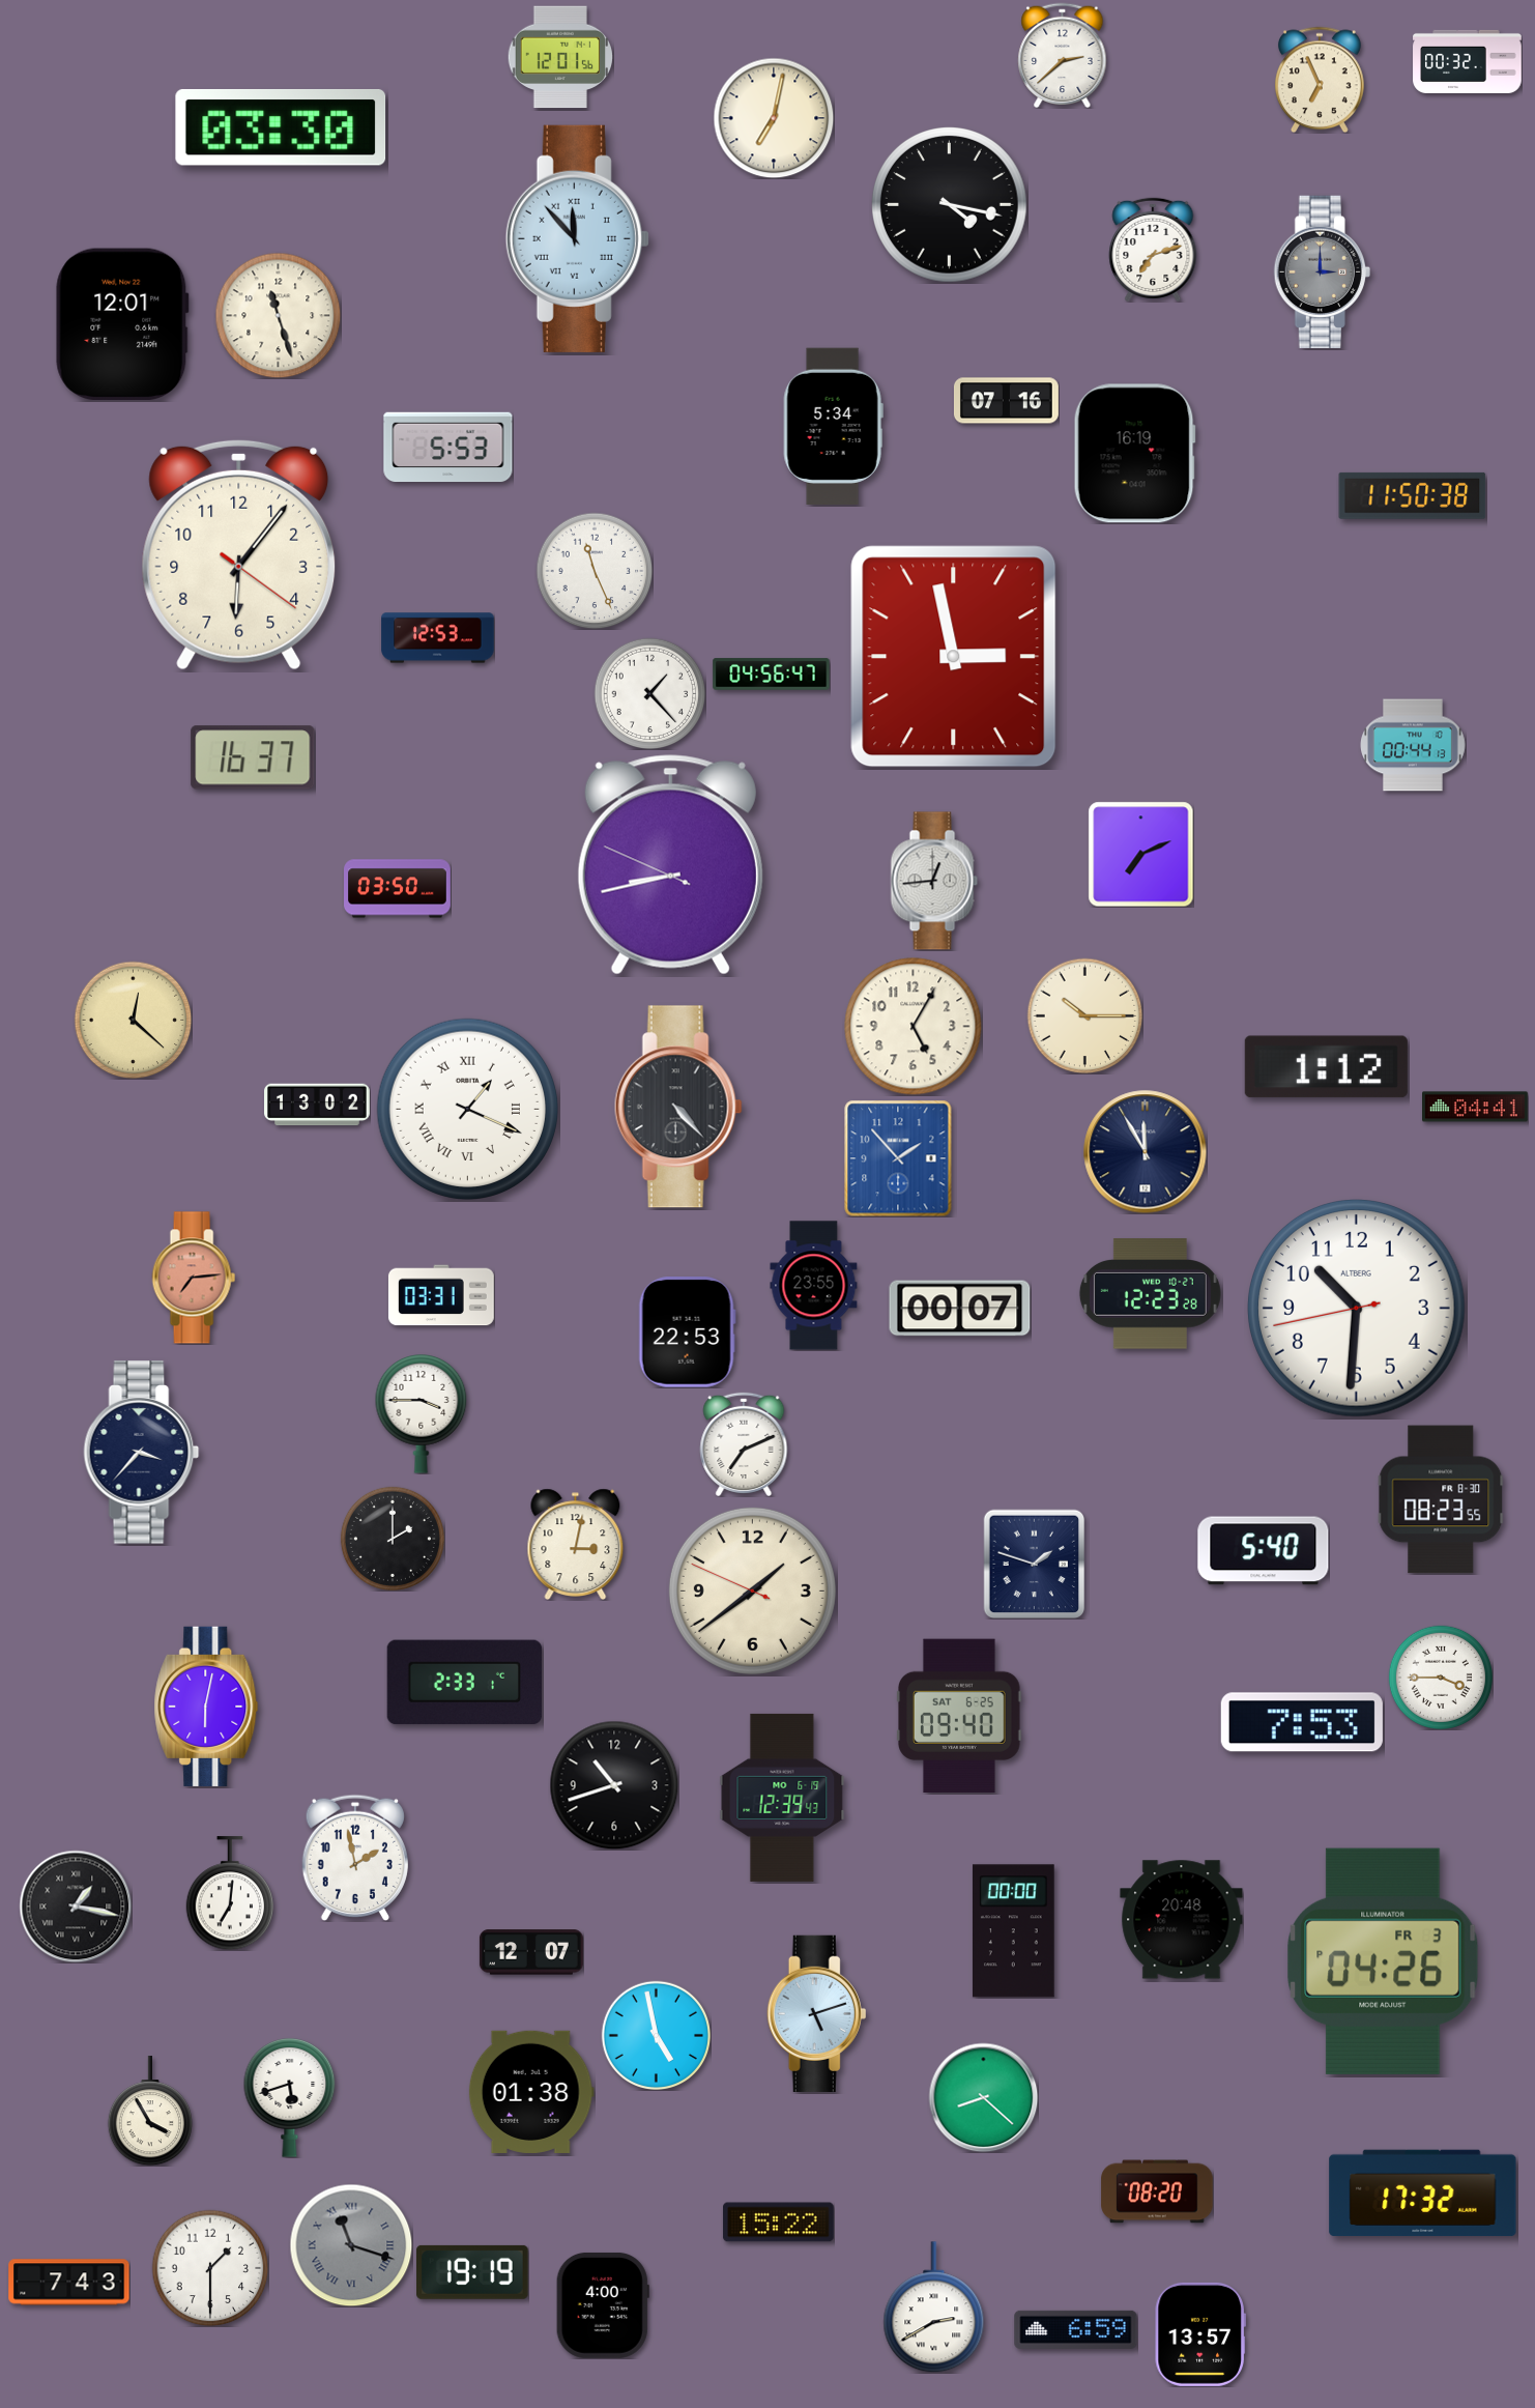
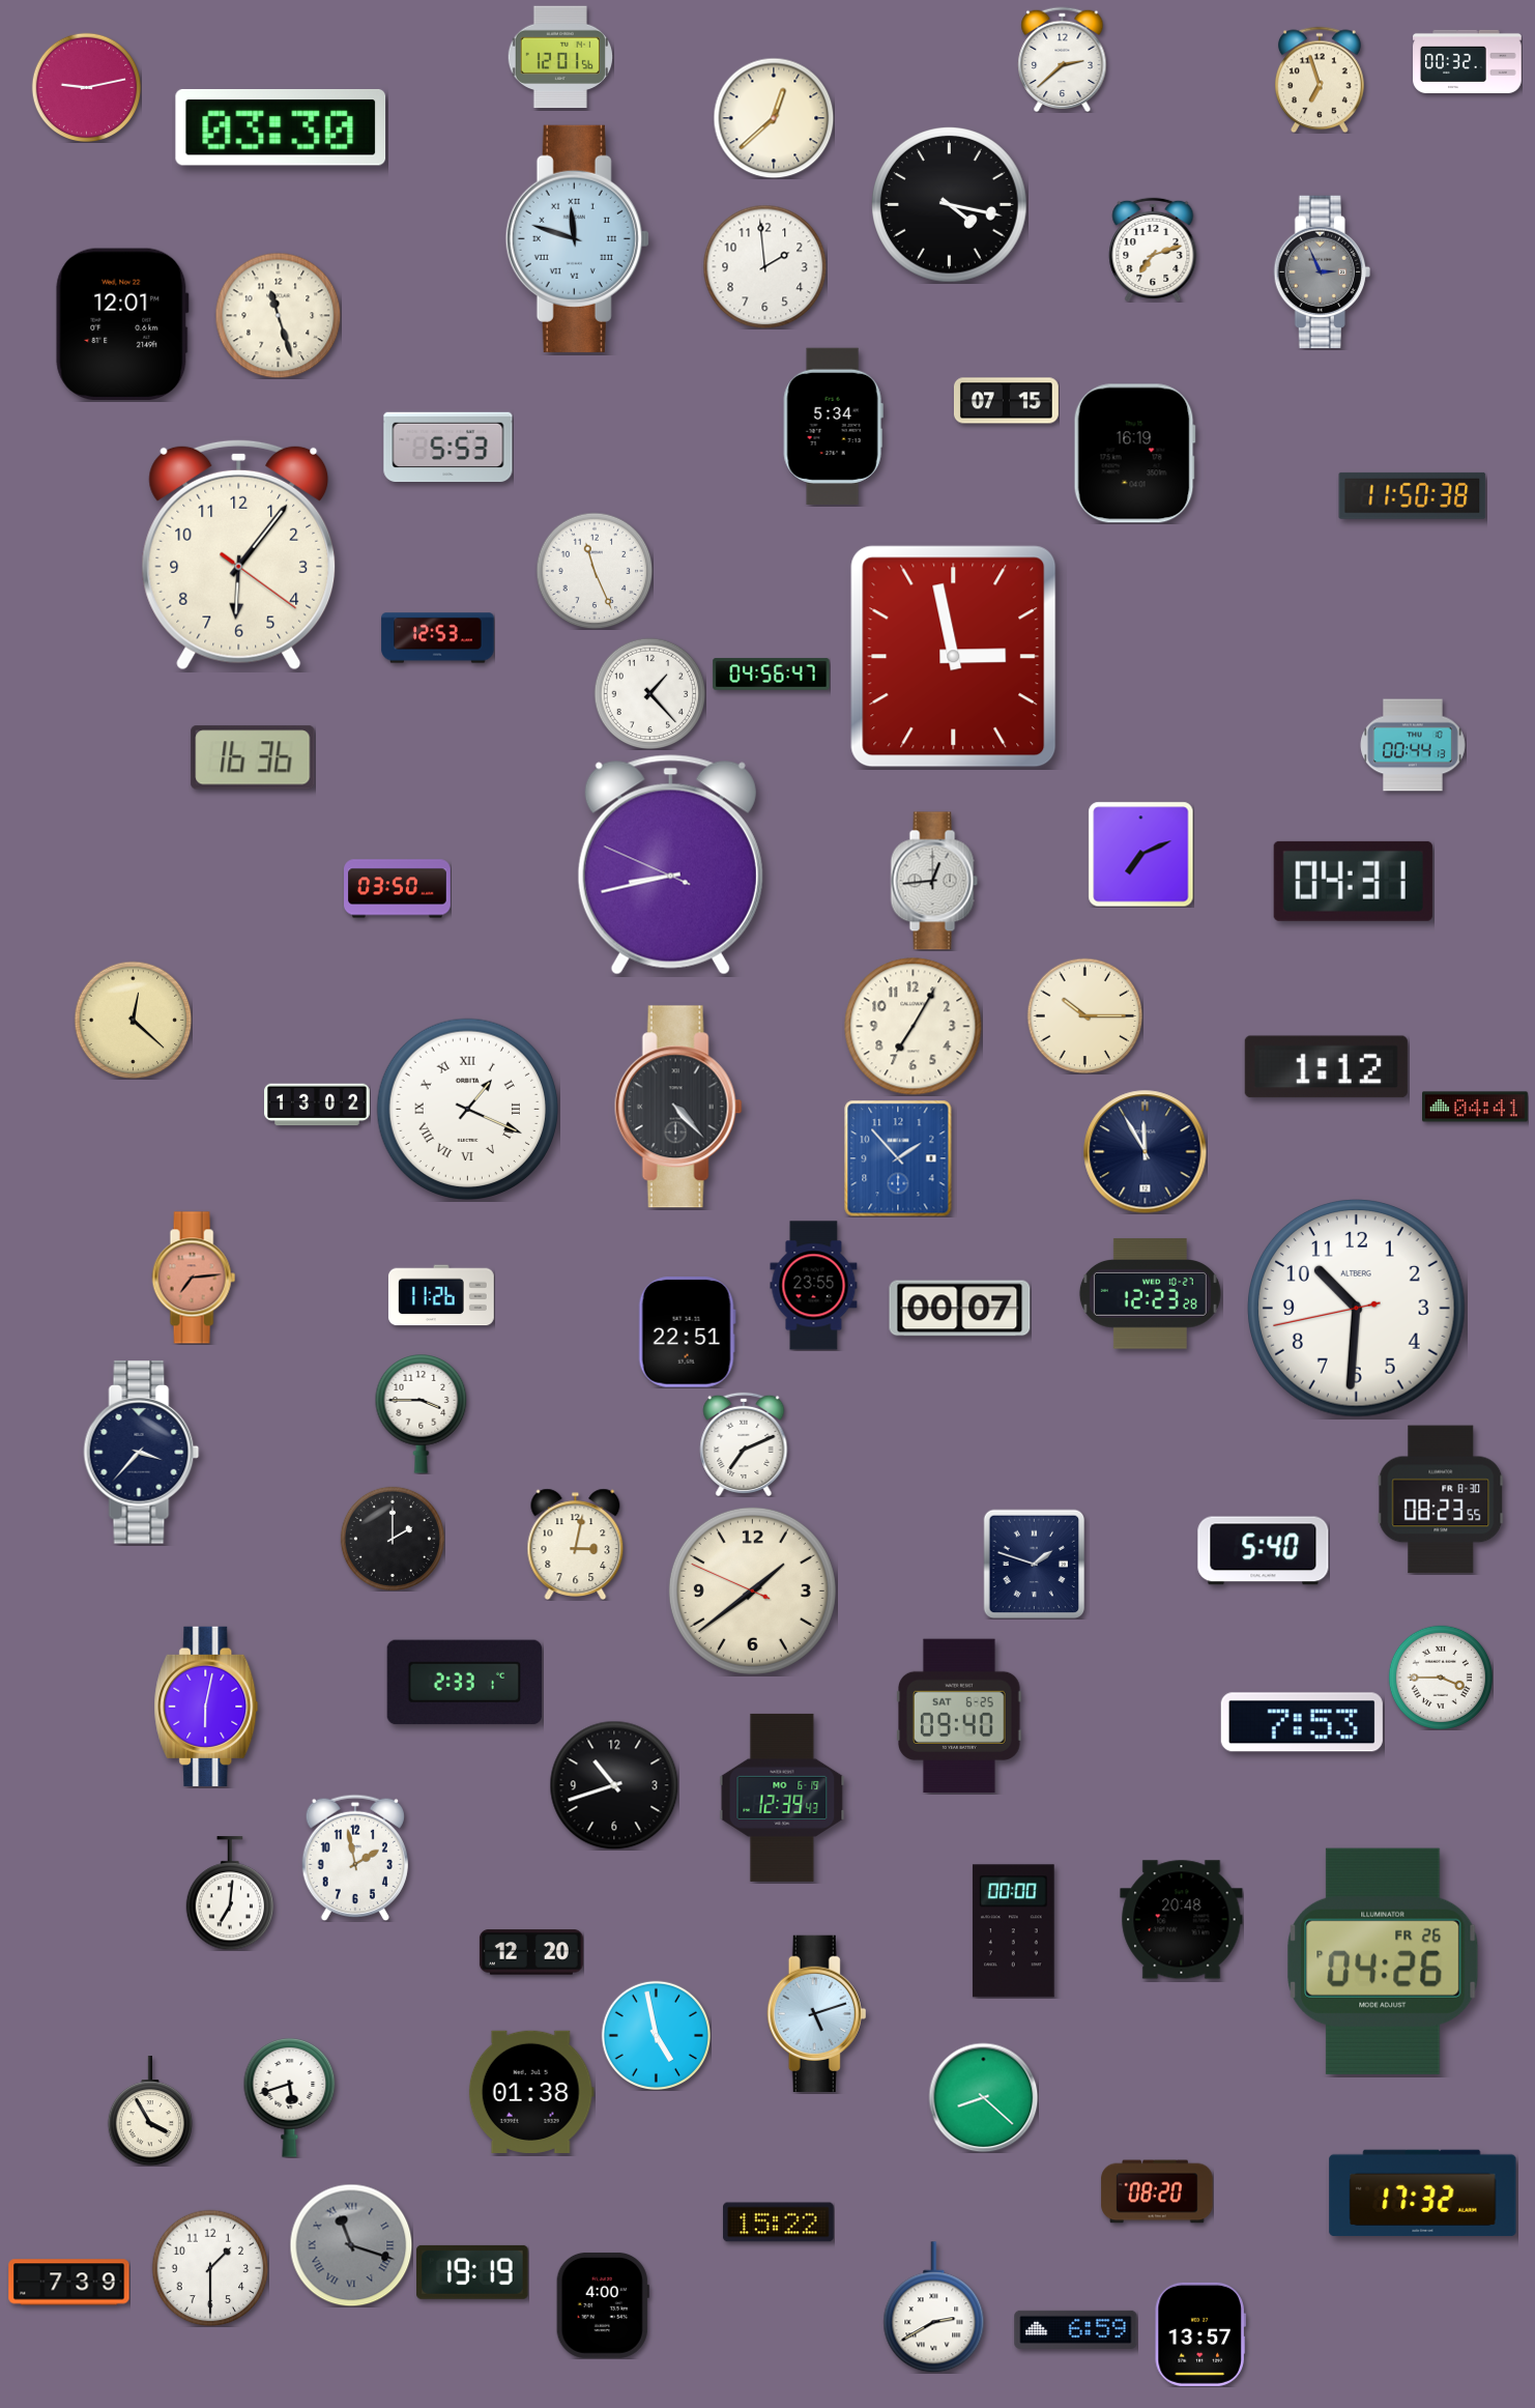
clock at (1063, 55) position: (1063, 55) -> (1063, 59)
clock at (1320, 80): 6:56 -> 6:57
clock at (86, 87): none -> 9:13
clock at (774, 118): 7:02 -> 12:38
clock at (577, 238): 11:53 -> 11:48
clock at (764, 266): none -> 1:59
clock at (1322, 273): 3:00 -> 2:56
clock at (1006, 401): 07:16 -> 07:15
clock at (253, 757): 16:37 -> 16:36
clock at (1353, 881): none -> 04:31
clock at (914, 1027): 5:05 -> 7:05
clock at (441, 1295): 03:31 -> 11:26
clock at (687, 1332): 22:53 -> 22:51
clock at (76, 1907): 1:17 -> none
clock at (531, 1952): 12:07 -> 12:20
clock at (1383, 1961) date: FR 3 -> FR 26
clock at (69, 2283): 7:43 -> 7:39
